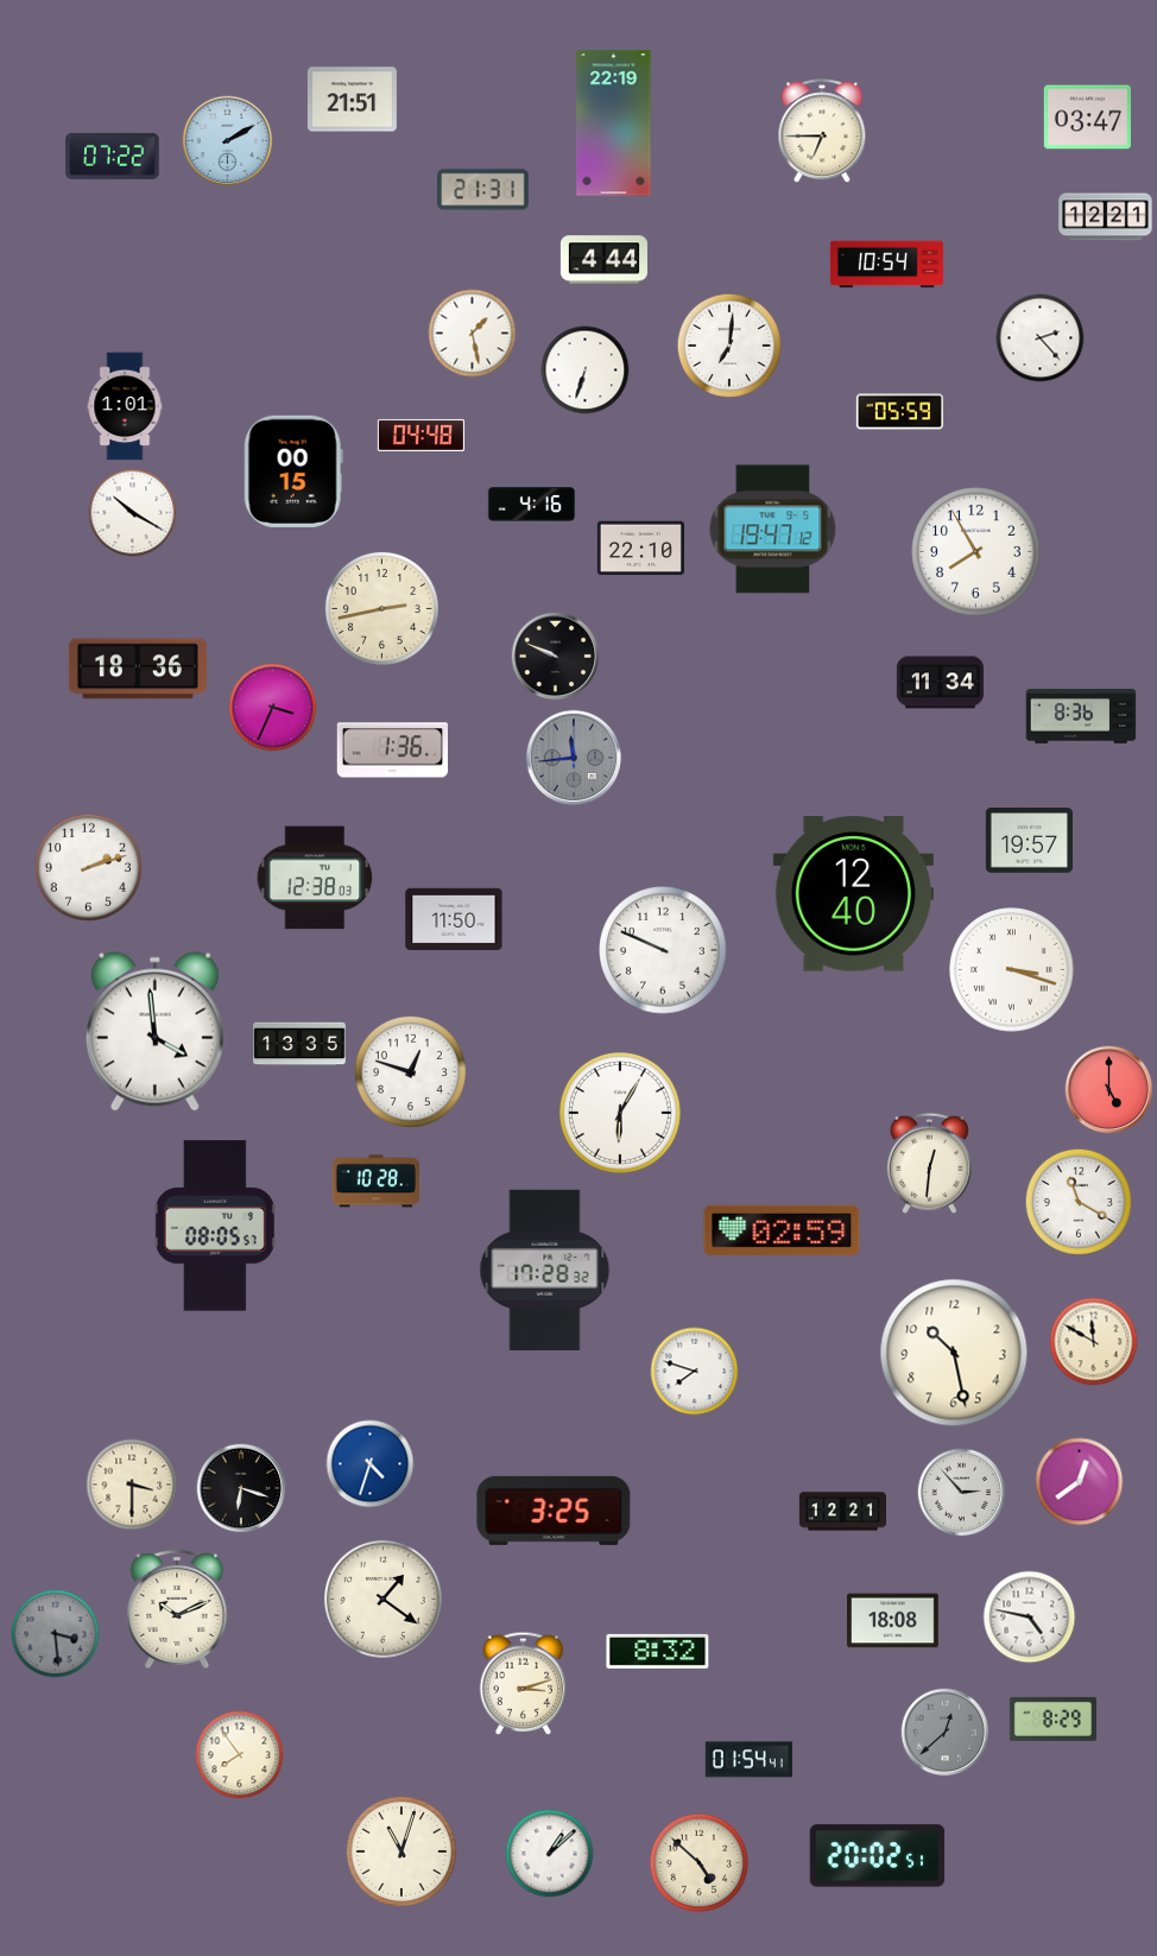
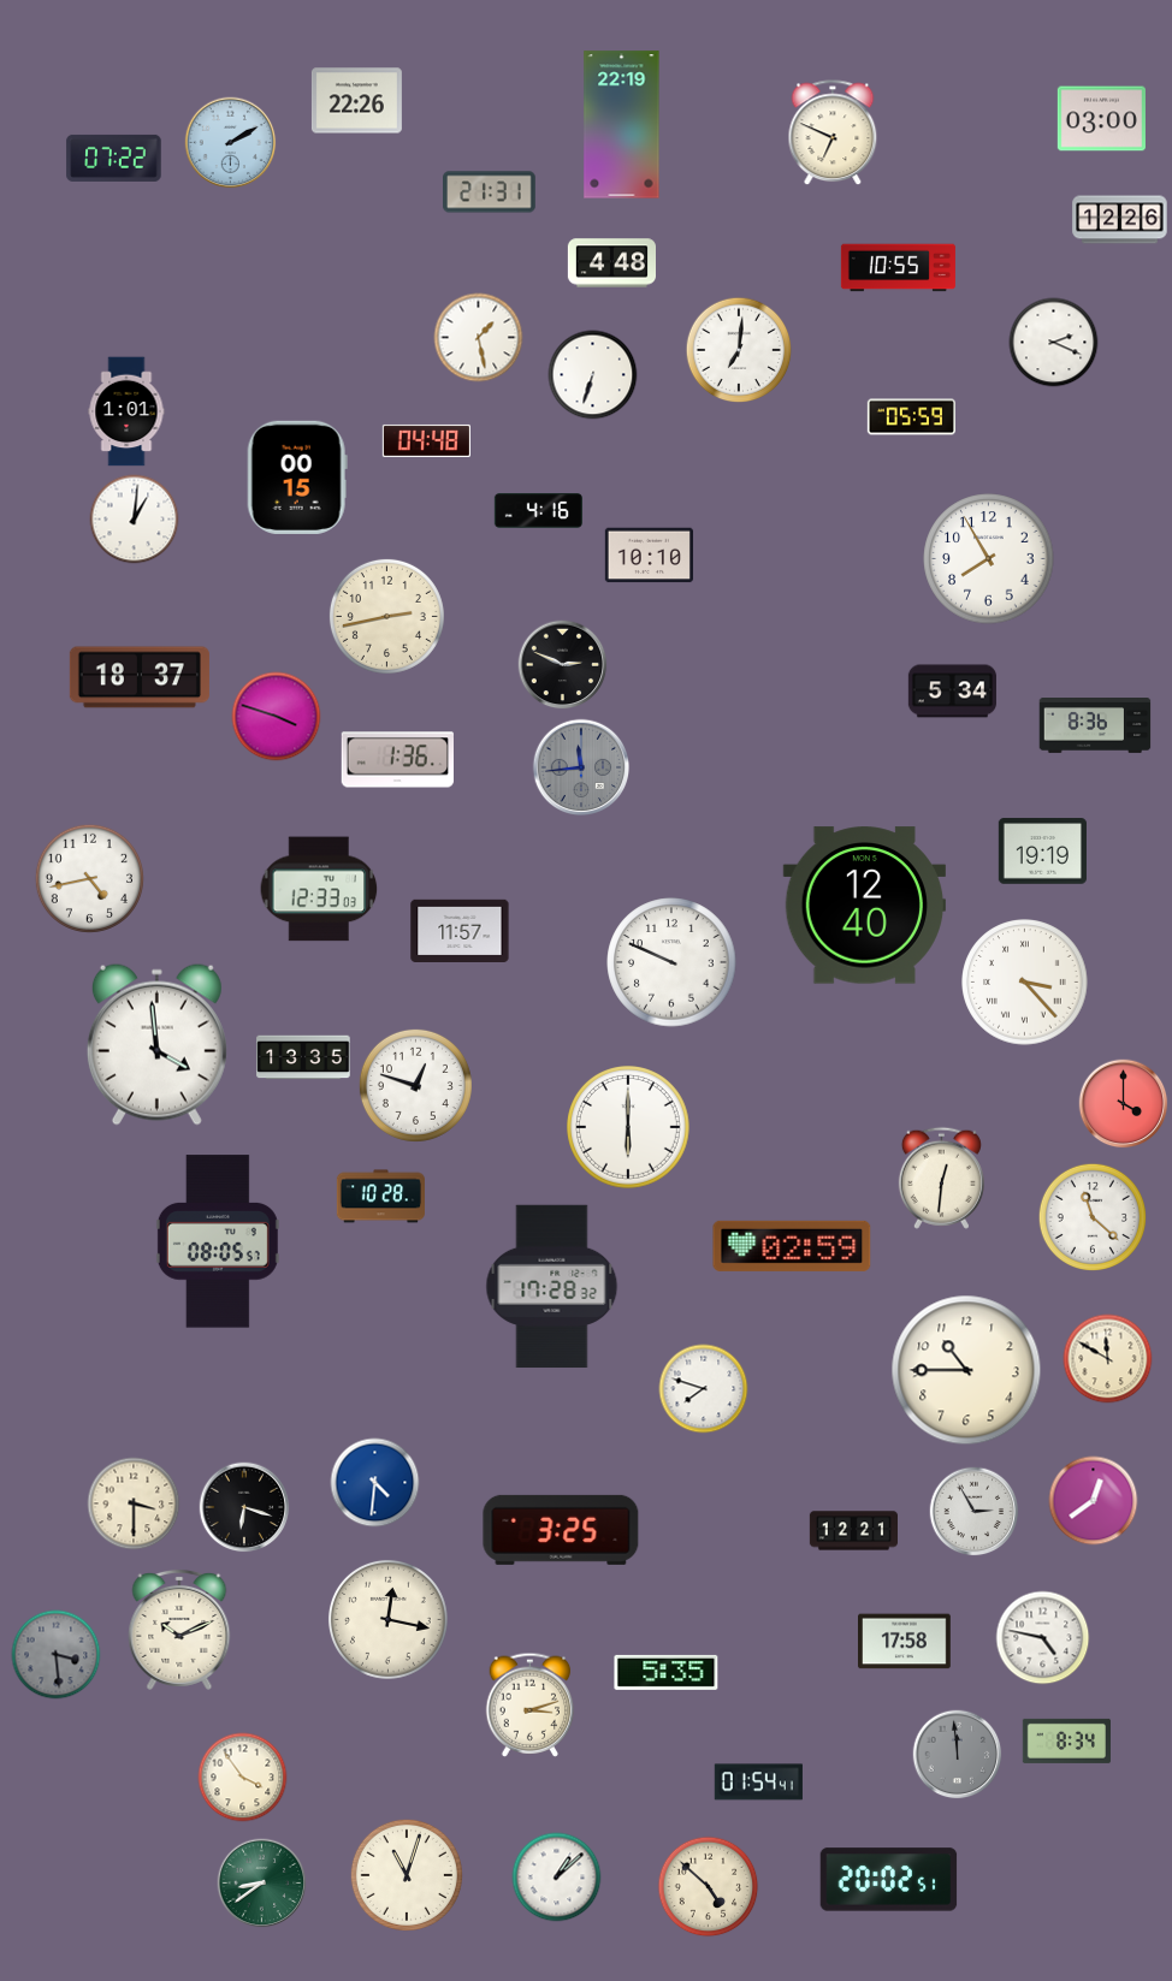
clock at (352, 100): 21:51 -> 22:26
clock at (1087, 118): 03:47 -> 03:00
clock at (822, 132): 6:45 -> 6:49
clock at (1106, 217): 12:21 -> 12:26
clock at (603, 260): 4:44 -> 4:48
clock at (886, 265): 10:54 -> 10:55
clock at (1041, 338): 2:23 -> 2:19
clock at (133, 513): 10:20 -> 1:01
clock at (773, 530): 19:47 -> none
clock at (640, 549): 22:10 -> 10:10
clock at (556, 657): 9:49 -> 2:49
clock at (138, 669): 18:36 -> 18:37
clock at (940, 683): 11:34 -> 5:34
clock at (273, 708): 3:34 -> 3:48
clock at (1029, 841): 19:57 -> 19:19
clock at (88, 867): 2:12 -> 4:43
clock at (315, 878): 12:38 -> 12:33
clock at (454, 918): 11:50 -> 11:57
clock at (1012, 970): 3:18 -> 3:23
clock at (1109, 1090): 5:00 -> 4:00
clock at (621, 1114): 6:05 -> 6:00
clock at (1077, 1201): 11:20 -> 11:22
clock at (954, 1353): 10:28 -> 10:45
clock at (371, 1464): 4:33 -> 4:31
clock at (962, 1493): 2:53 -> 2:55
clock at (382, 1599): 1:21 -> 12:17
clock at (893, 1621): 18:08 -> 17:58
clock at (658, 1651): 8:32 -> 5:35
clock at (1052, 1718): 8:29 -> 8:34
clock at (946, 1733): 12:38 -> 11:59
clock at (240, 1755): 7:54 -> 3:54
clock at (262, 1884): none -> 8:39
